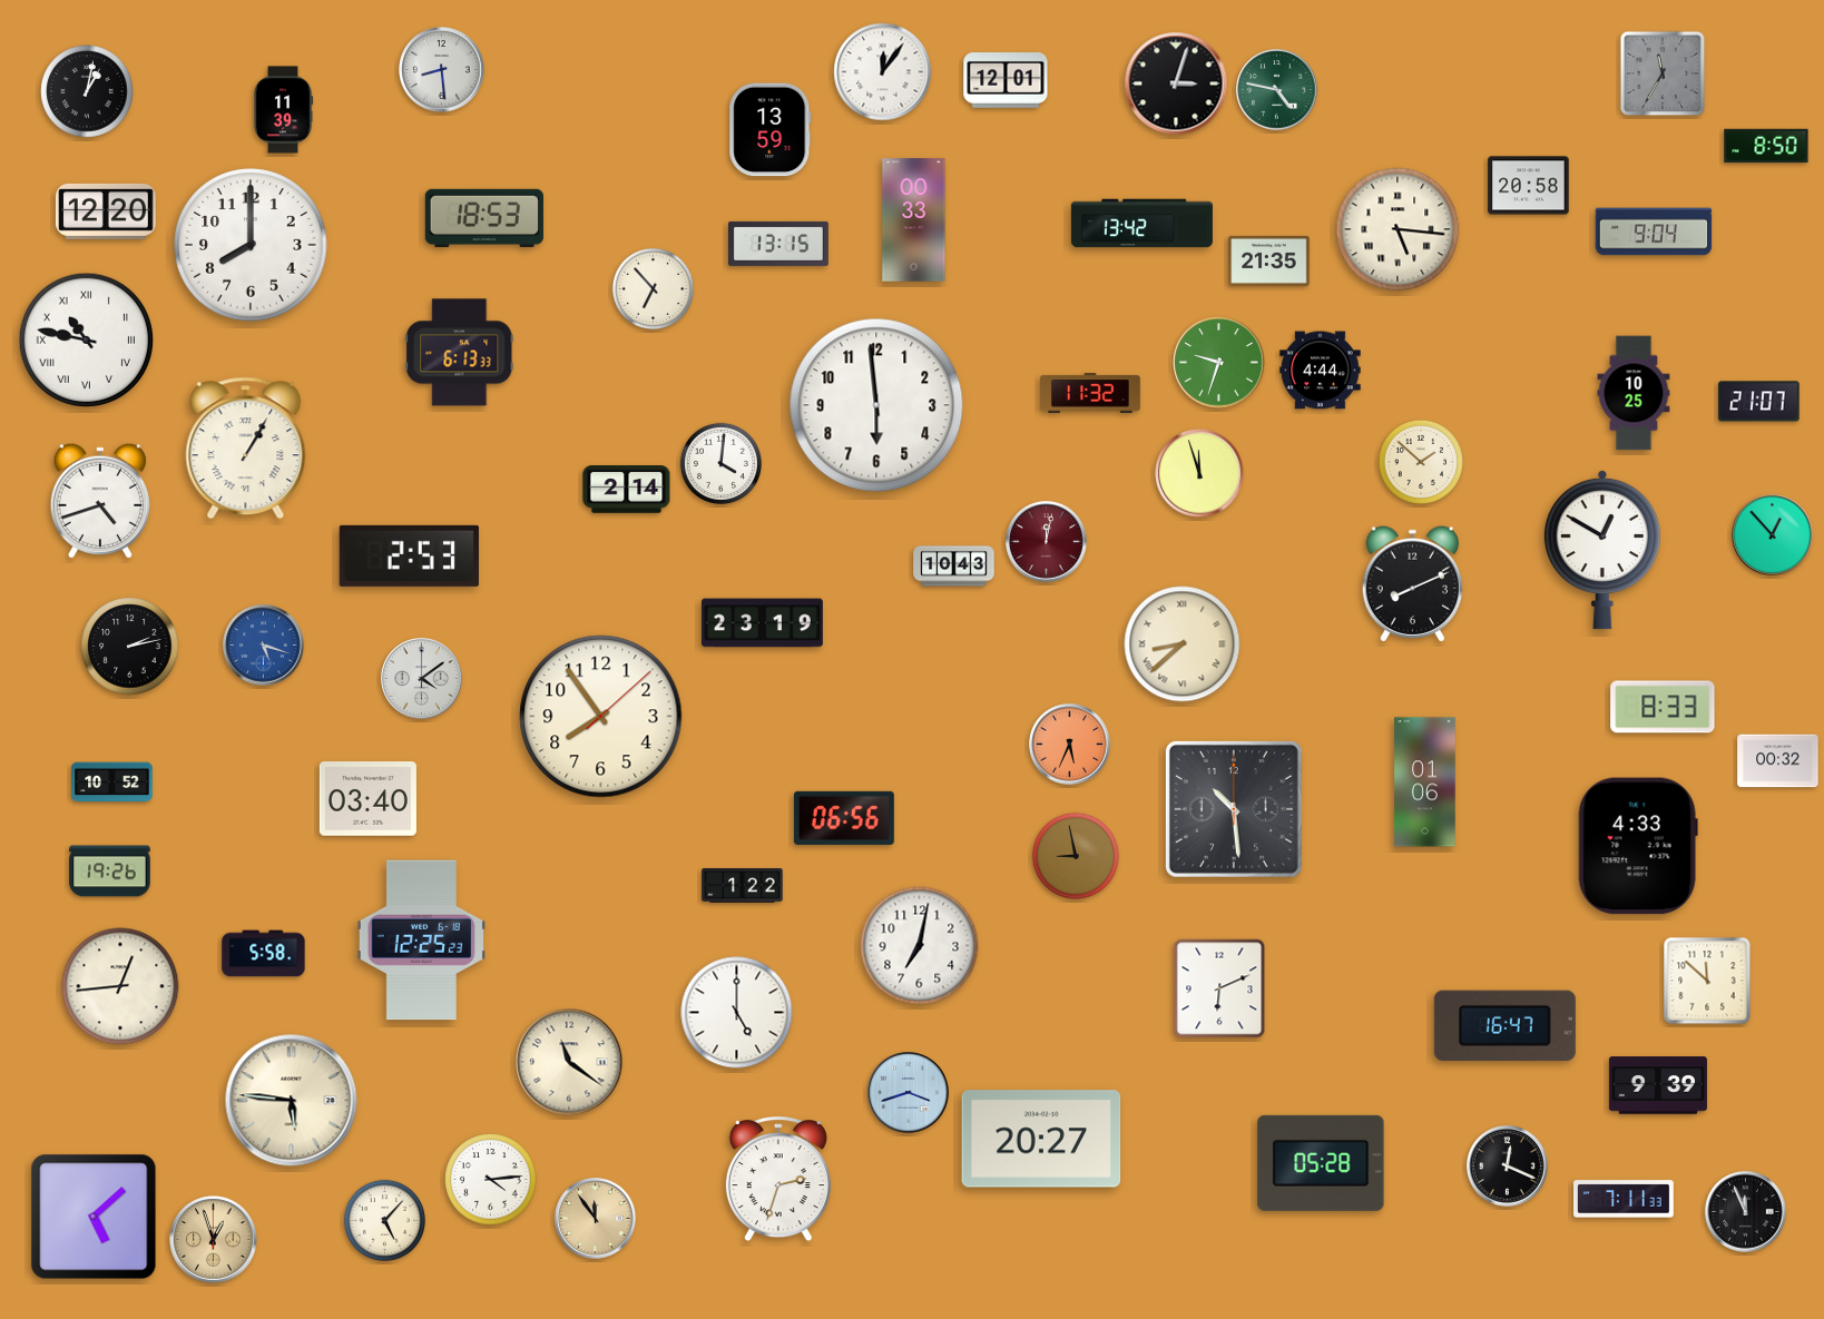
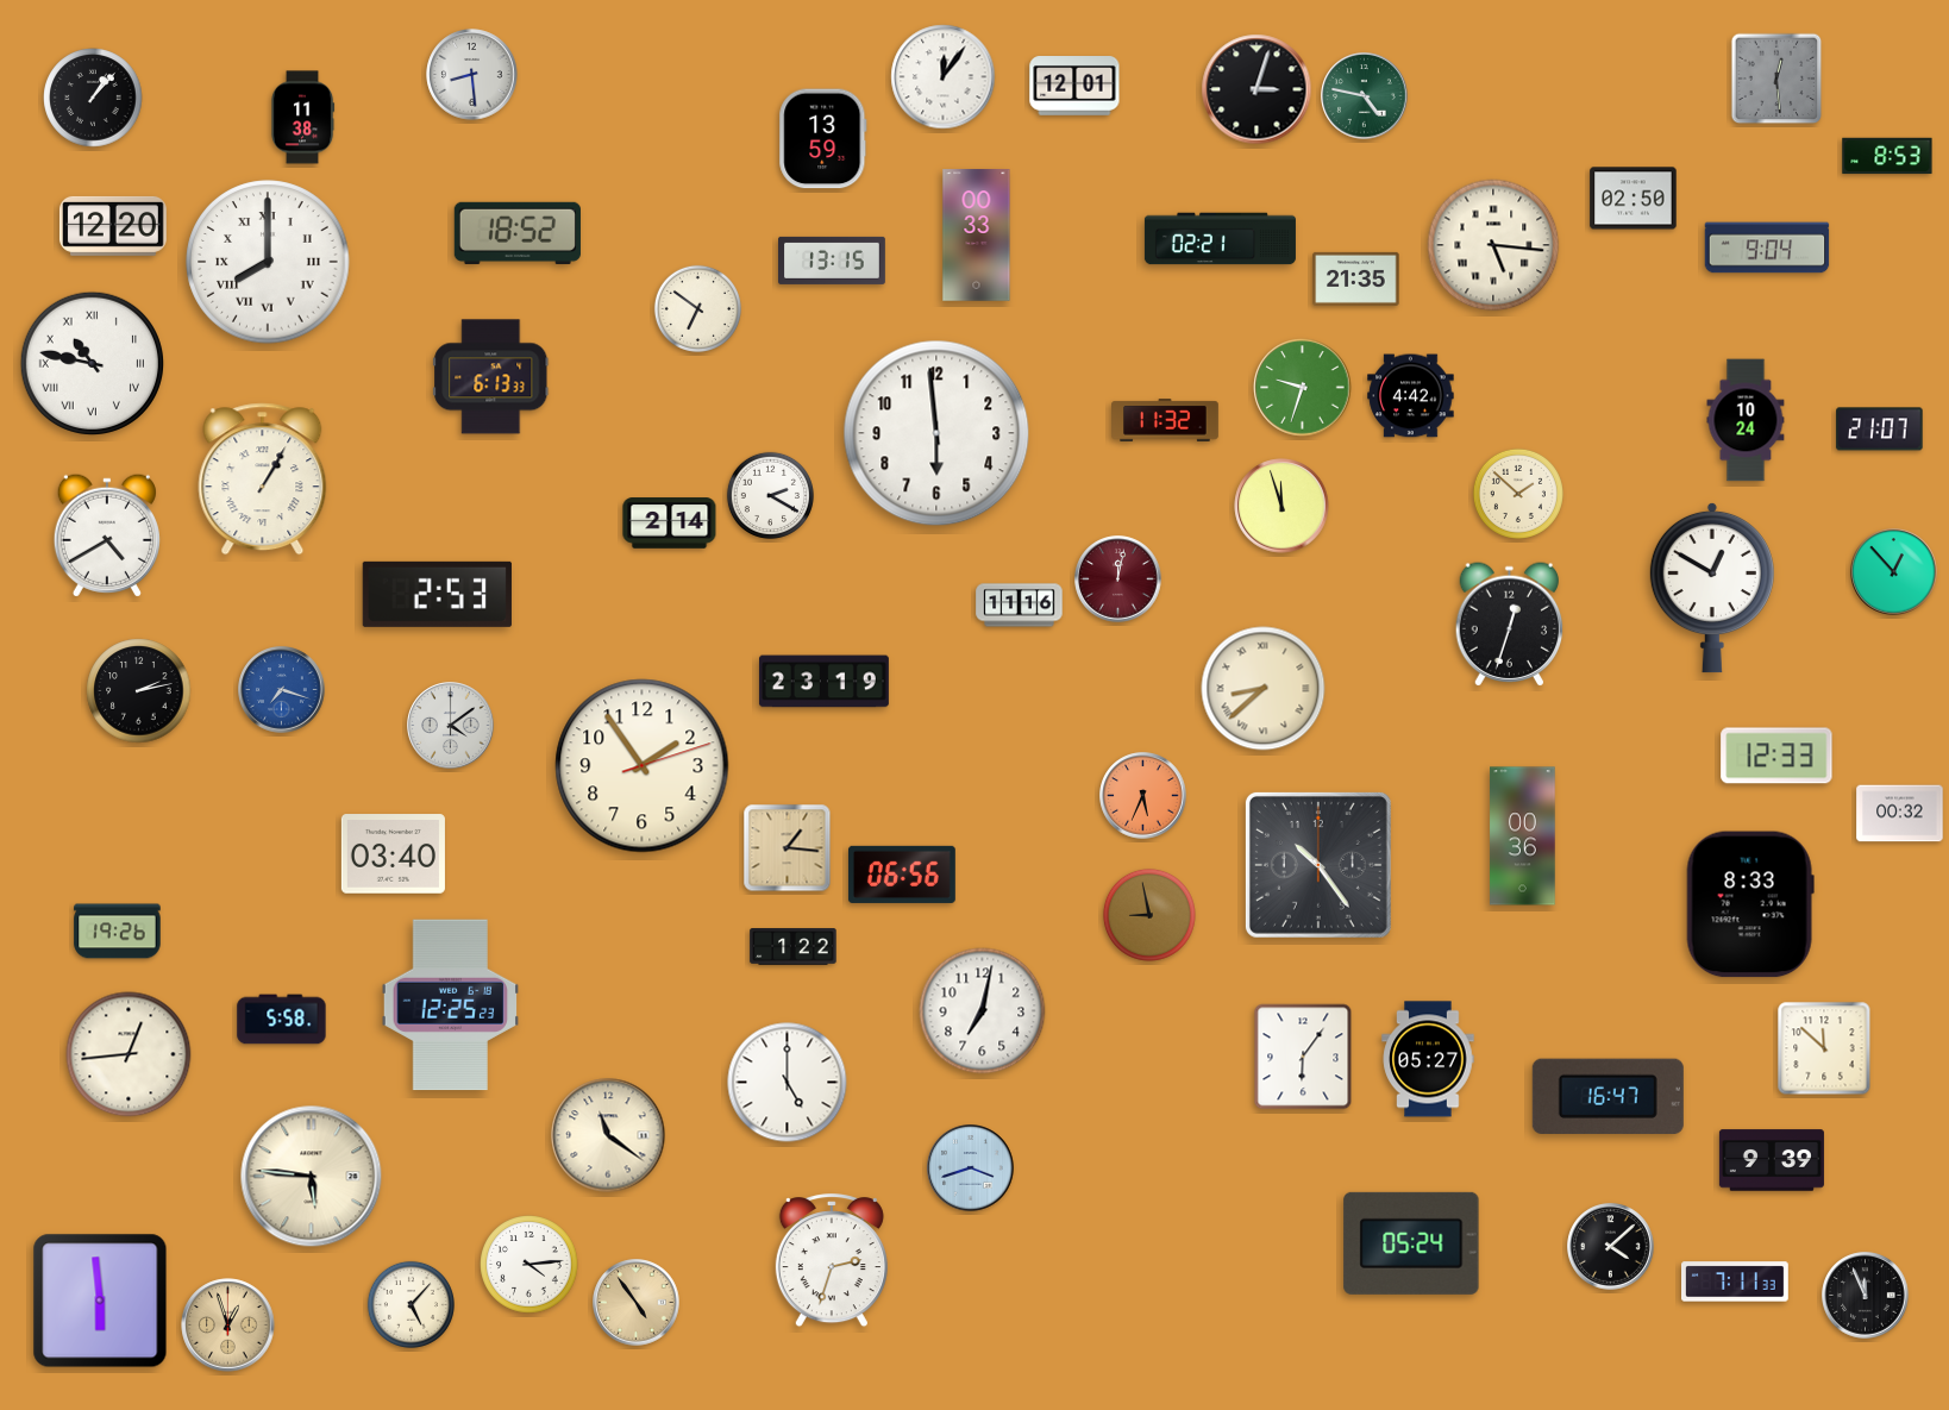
clock at (1663, 73): 11:35 -> 12:29
clock at (87, 91): 1:02 -> 1:07
clock at (283, 110): 11:39 -> 11:38
clock at (1766, 146): 8:50 -> 8:53
clock at (1529, 186): 20:58 -> 02:50
clock at (484, 218): 18:53 -> 18:52
clock at (1141, 224): 13:42 -> 02:21
clock at (251, 245) numerals: Arabic -> Roman
clock at (653, 288): 6:53 -> 6:51
clock at (1321, 371): 4:44 -> 4:42
clock at (1634, 393): 10:25 -> 10:24
clock at (720, 463): 4:01 -> 2:20
clock at (100, 501): 4:42 -> 4:40
clock at (954, 567): 10:43 -> 11:16
clock at (1413, 584): 8:11 -> 12:33
clock at (762, 623) position: (762, 623) -> (823, 682)
clock at (264, 646): 5:18 -> 7:18
clock at (1663, 707): 8:33 -> 12:33
clock at (601, 717): 7:54 -> 1:54
clock at (112, 782): 10:52 -> none
clock at (1425, 782): 01:06 -> 00:36
clock at (788, 848): none -> 1:16
clock at (1234, 809): 10:29 -> 10:24
clock at (1638, 846): 4:33 -> 8:33
clock at (1219, 988): 6:11 -> 6:06
clock at (1428, 1059): none -> 05:27
clock at (1041, 1139): 20:27 -> none
clock at (1321, 1163): 05:28 -> 05:24
clock at (1508, 1167): 12:19 -> 4:08
clock at (491, 1180) position: (491, 1180) -> (529, 1265)
clock at (94, 1217): 5:08 -> 5:59
clock at (596, 1219): 11:54 -> 4:54
